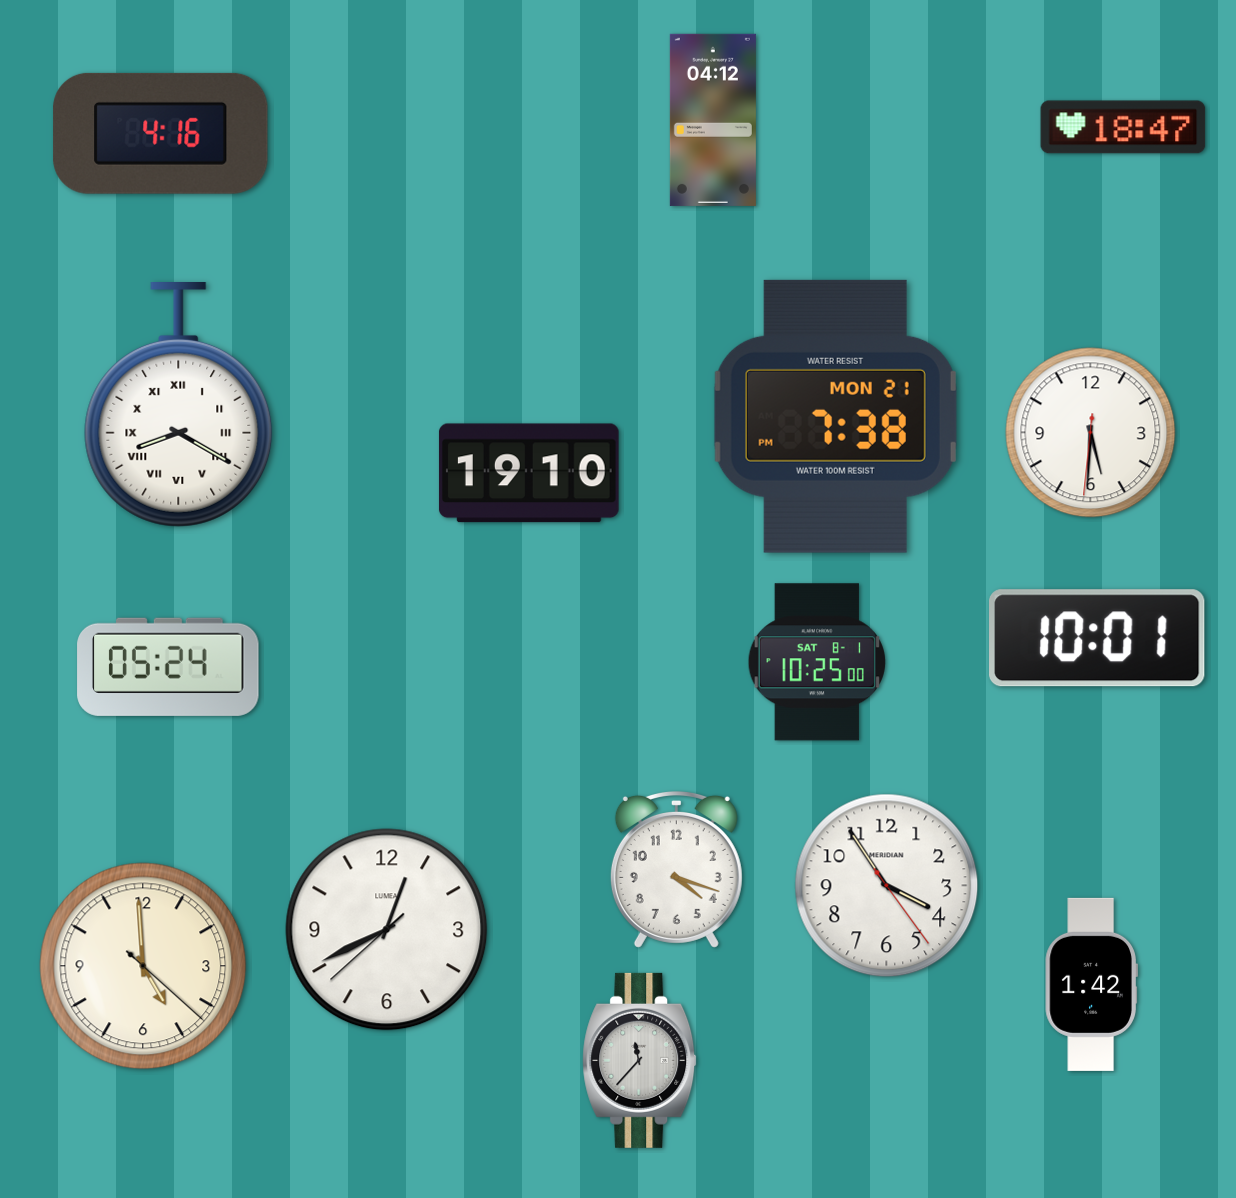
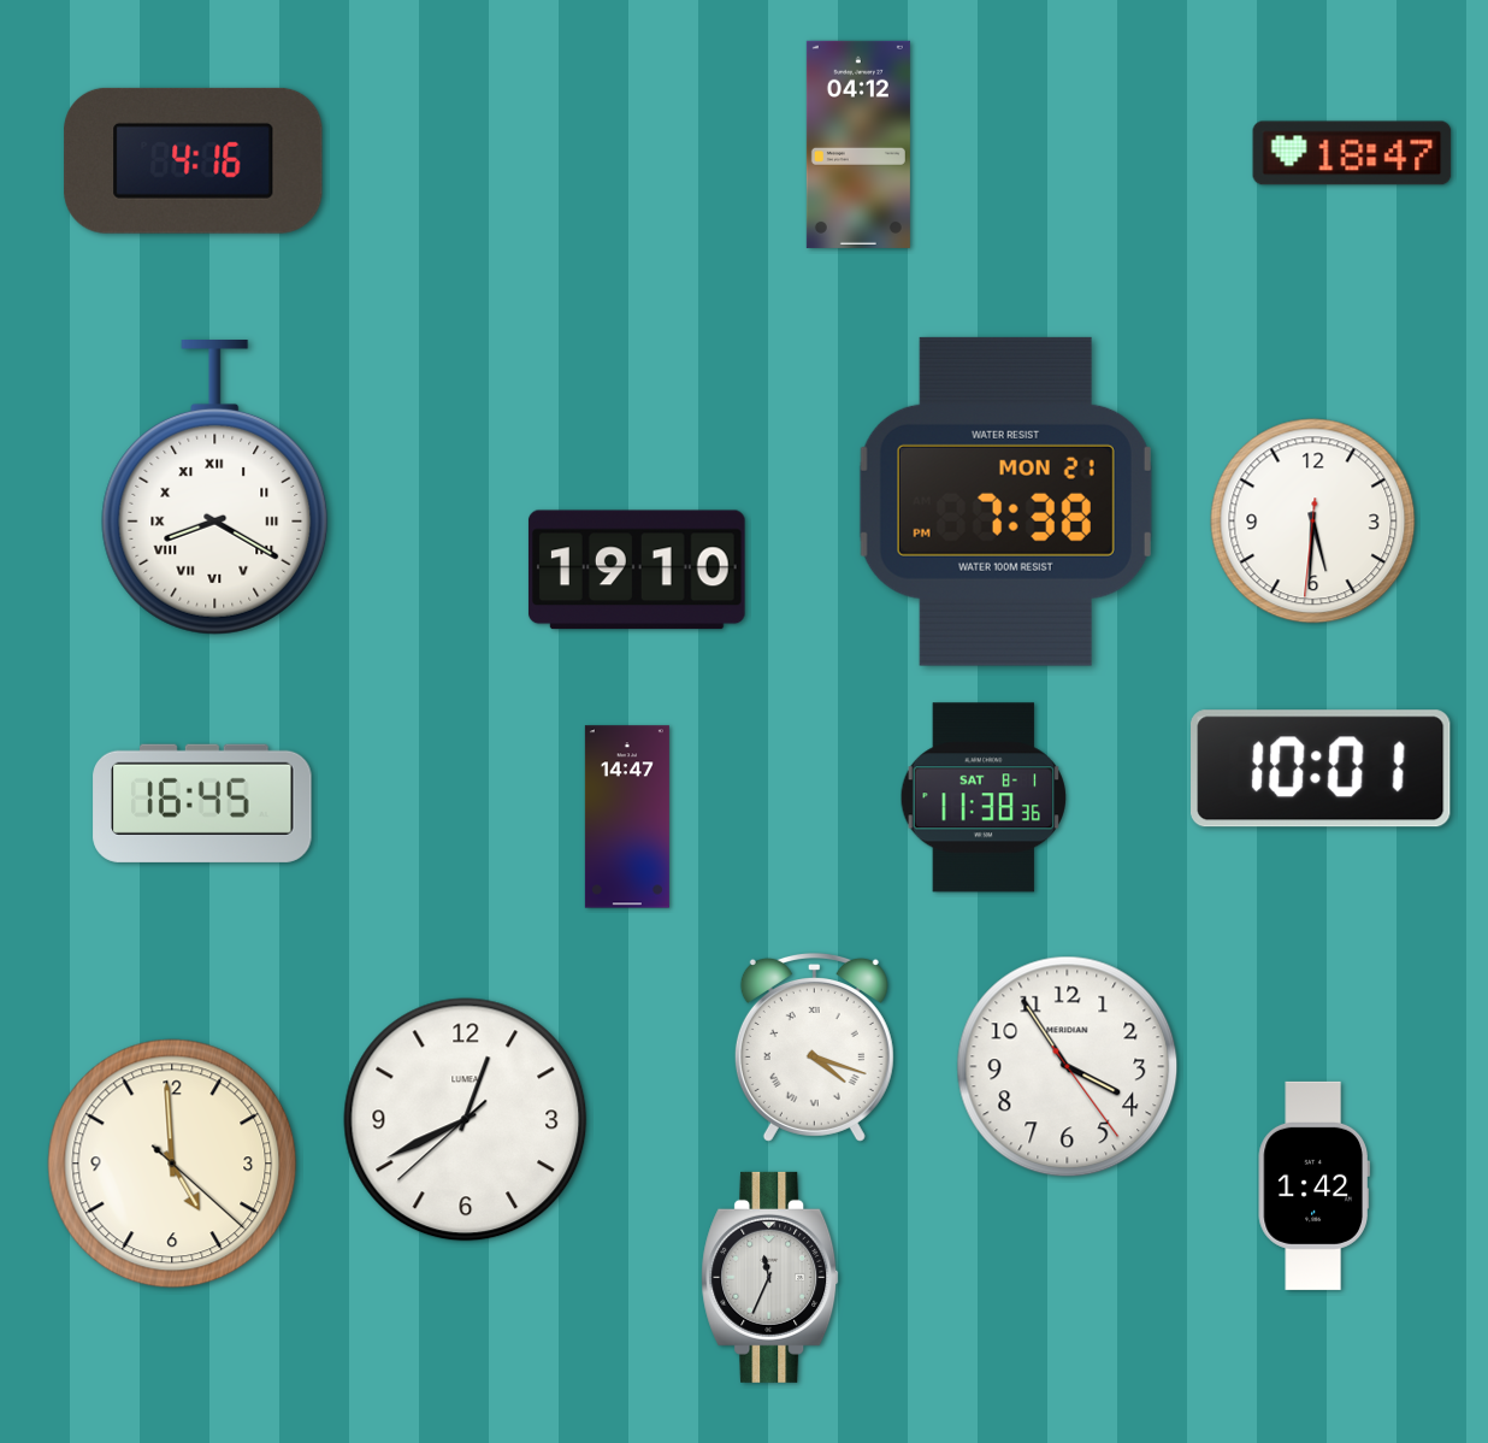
clock at (816, 662): 10:25 -> 11:38
clock at (168, 667): 05:24 -> 16:45
clock at (627, 817): none -> 14:47
clock at (676, 870) numerals: Arabic -> Roman
clock at (640, 1060): 11:37 -> 11:34
